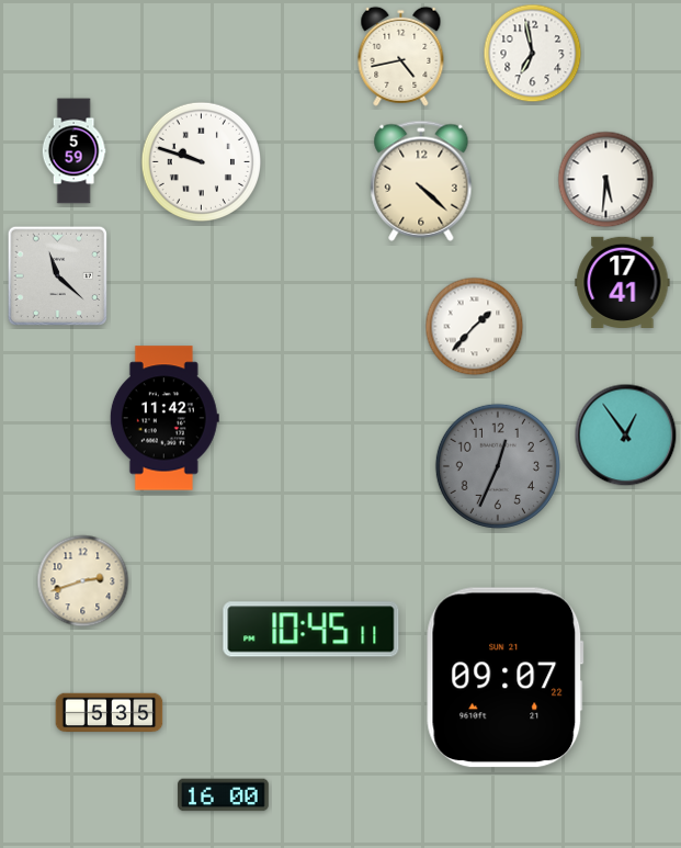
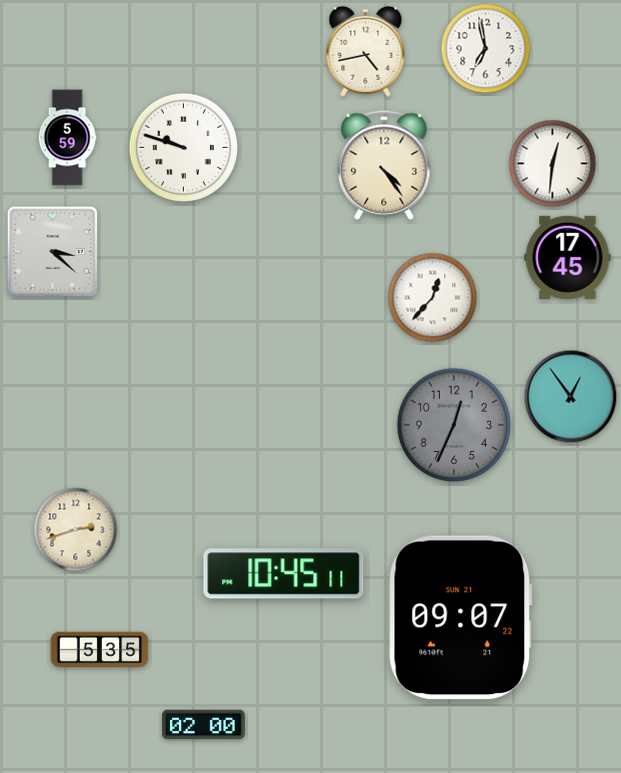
clock at (606, 180): 5:31 -> 12:31
clock at (421, 181): 4:22 -> 4:24
clock at (57, 275): 11:22 -> 3:22
clock at (623, 282): 17:41 -> 17:45
clock at (475, 327): 1:37 -> 12:37
clock at (164, 418): 11:42 -> none
clock at (224, 795): 16:00 -> 02:00
